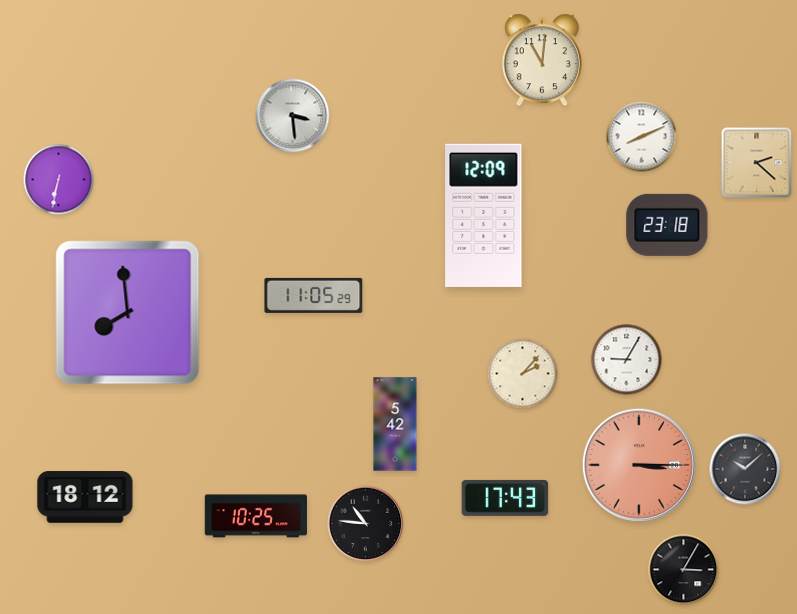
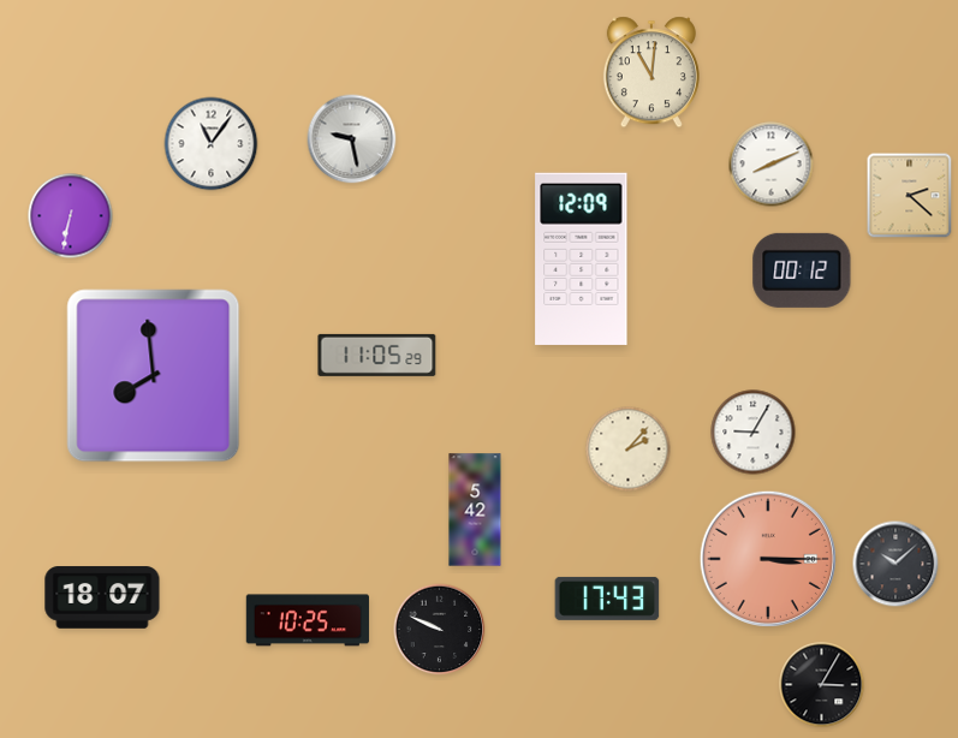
clock at (293, 116): 3:29 -> 9:28
clock at (212, 144): none -> 11:06
clock at (667, 225): 23:18 -> 00:12
clock at (85, 497): 18:12 -> 18:07
clock at (366, 524): 10:46 -> 9:49
